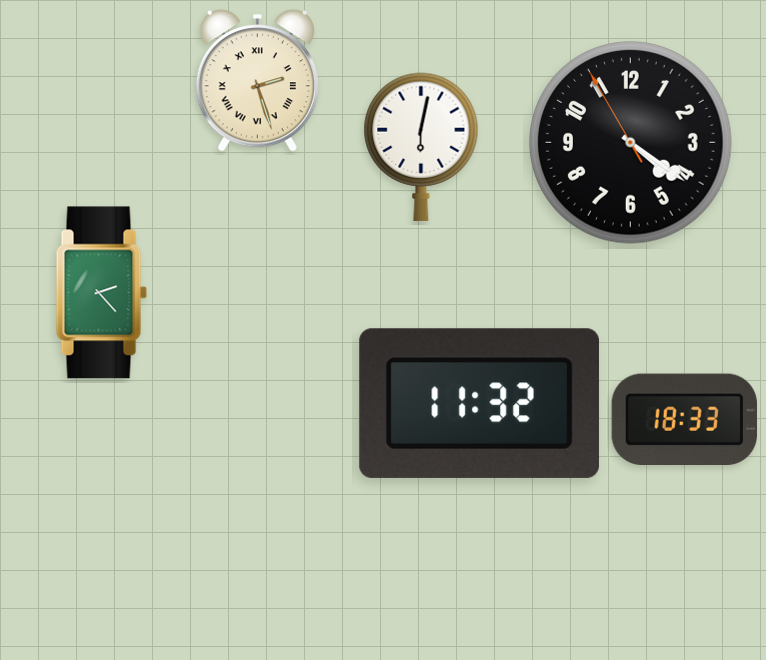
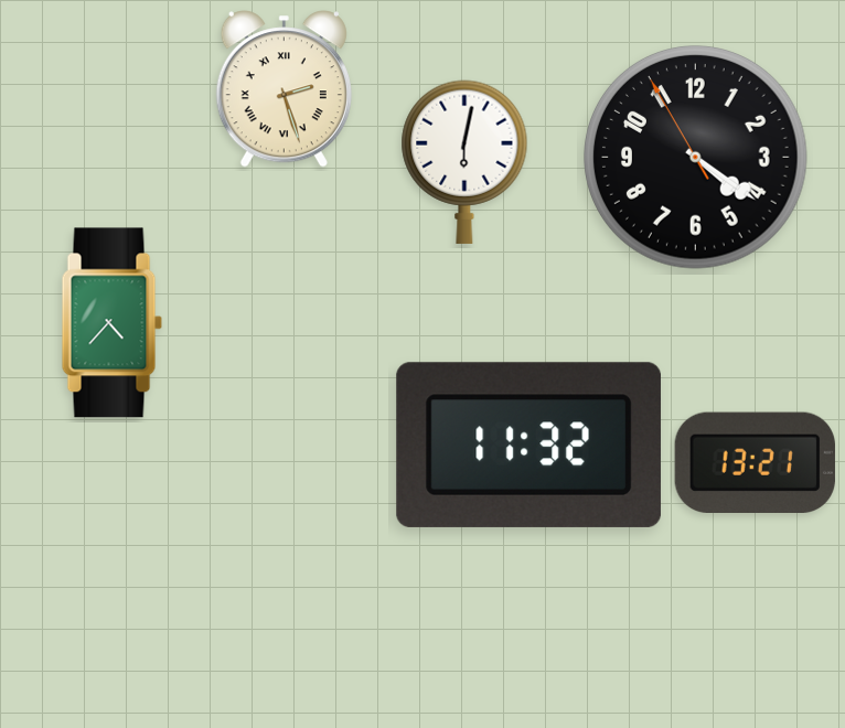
clock at (102, 293): 2:23 -> 4:37
clock at (684, 419): 18:33 -> 13:21
